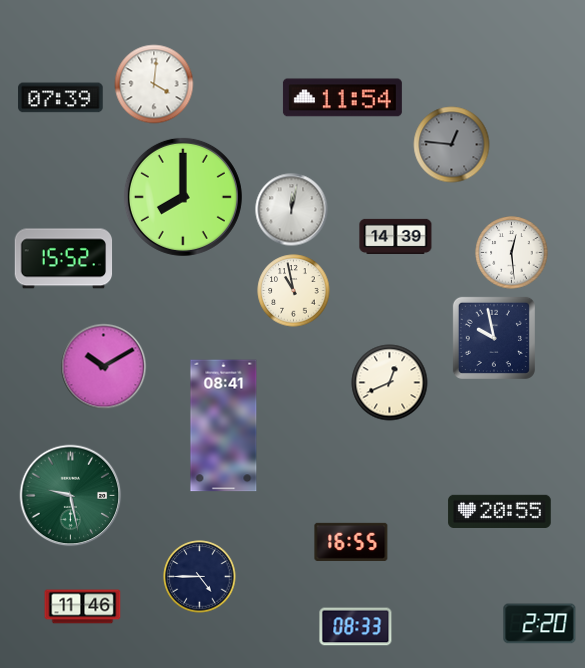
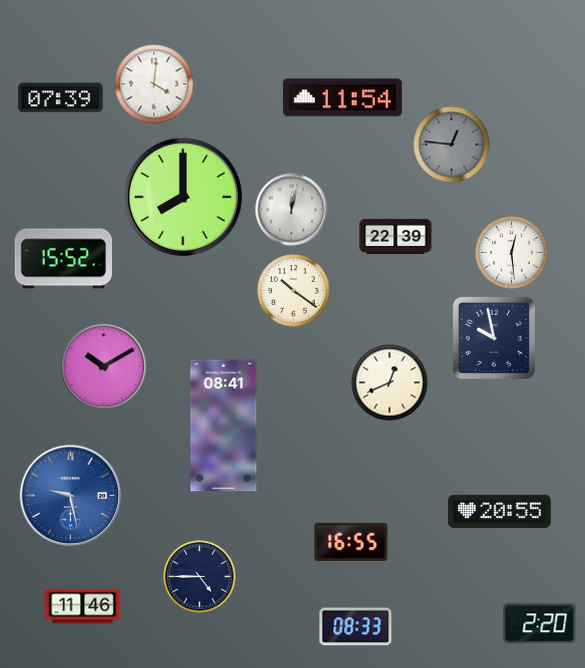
clock at (396, 236): 14:39 -> 22:39
clock at (294, 291): 10:58 -> 10:21
clock at (71, 496) dial: green -> blue
